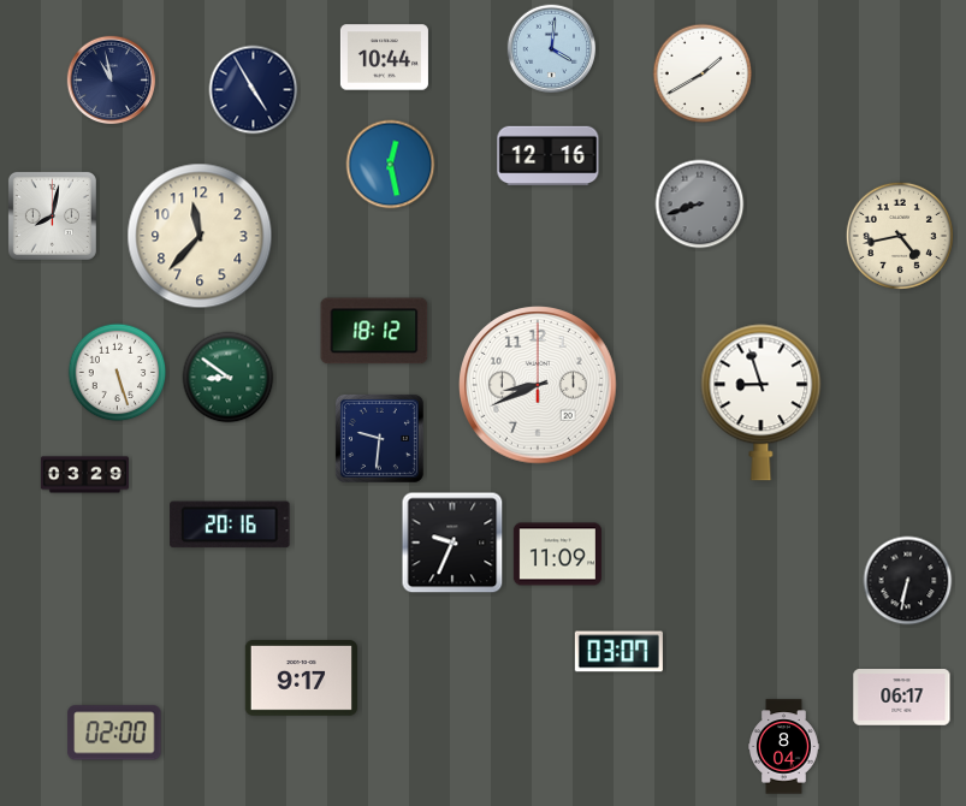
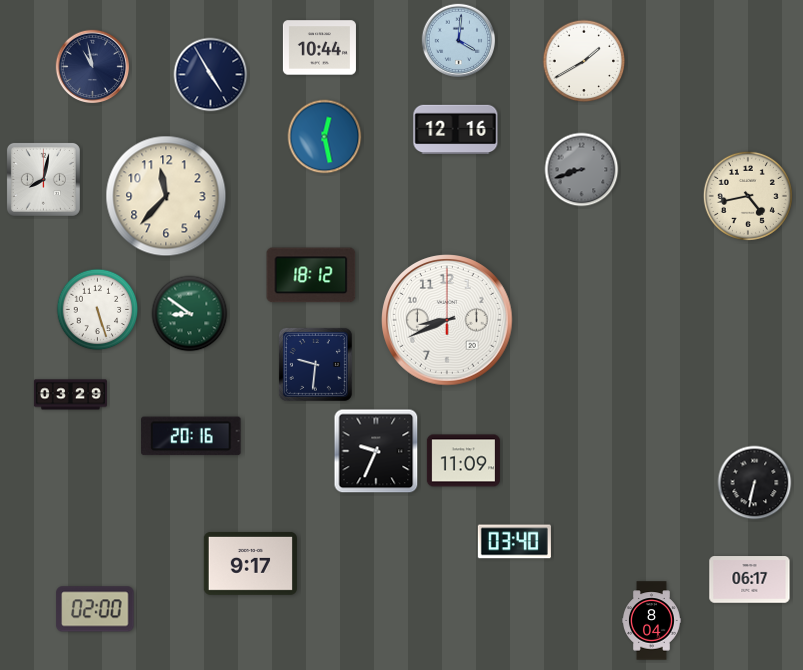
clock at (761, 403): 8:57 -> none
clock at (618, 652): 03:07 -> 03:40
